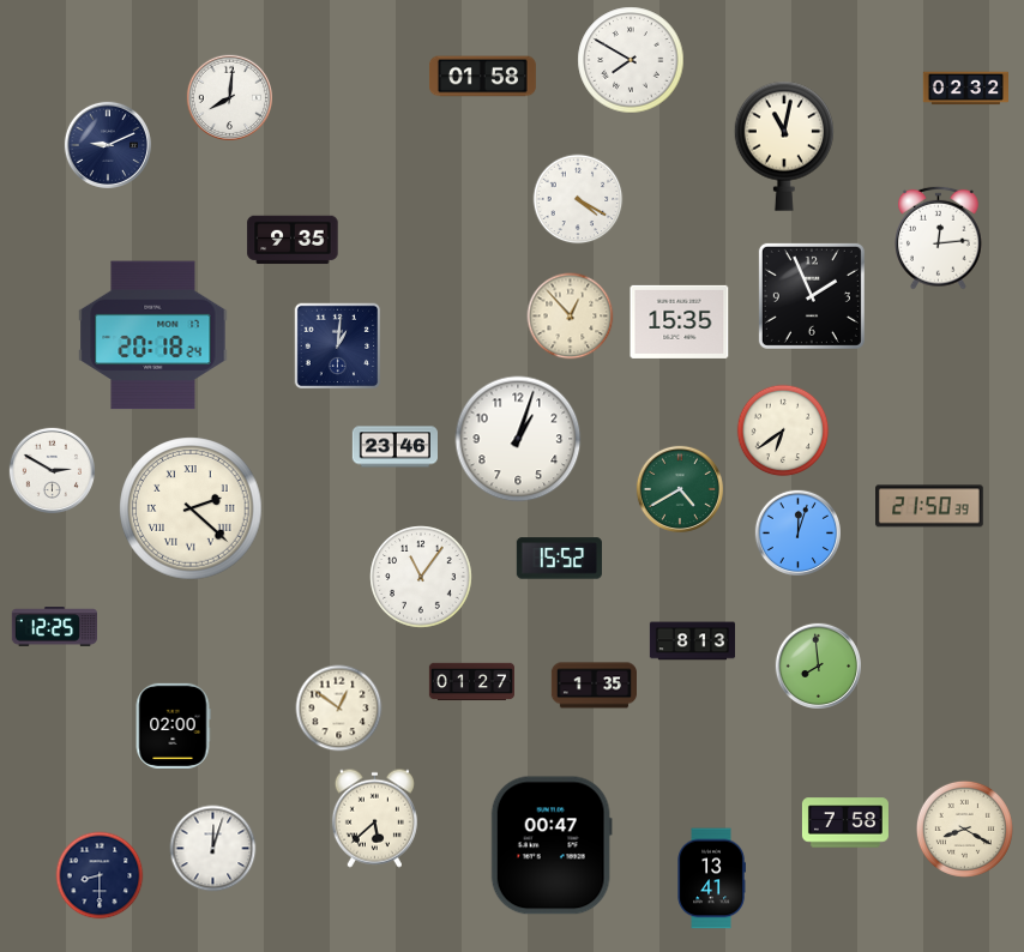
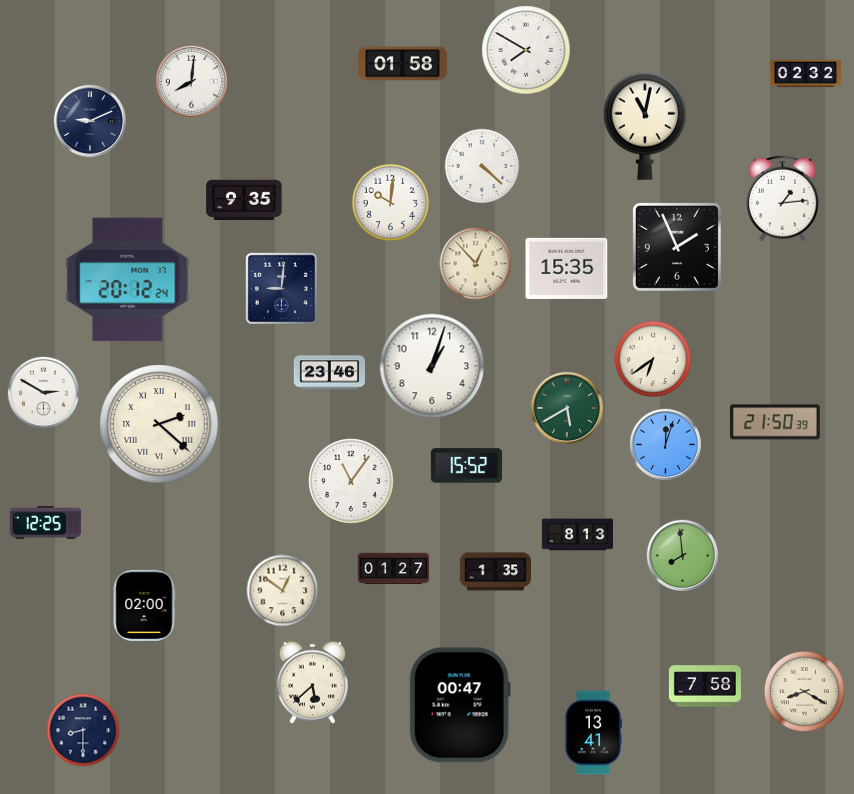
clock at (783, 146) position: (783, 146) -> (644, 126)
clock at (578, 199): 4:20 -> 4:22
clock at (939, 237): 12:14 -> 1:14
clock at (391, 203): none -> 10:01
clock at (153, 336): 20:18 -> 20:12
clock at (338, 347): 1:01 -> 9:01
clock at (680, 489): 4:40 -> 5:40
clock at (213, 849): 12:03 -> none
